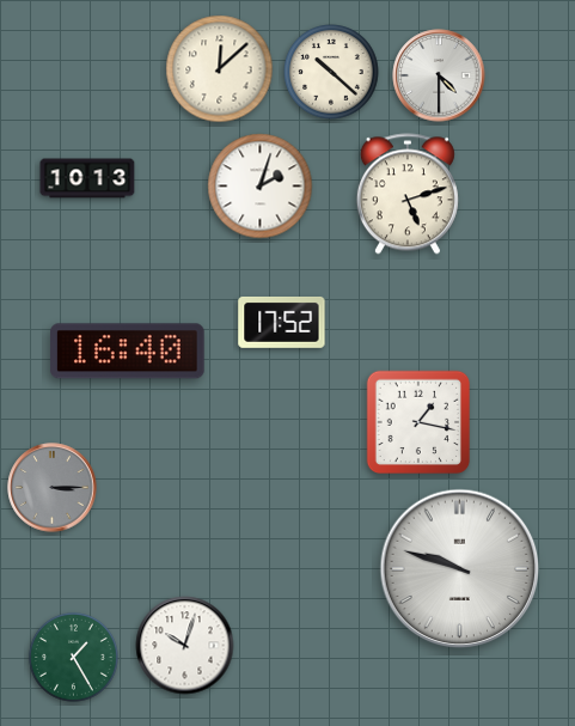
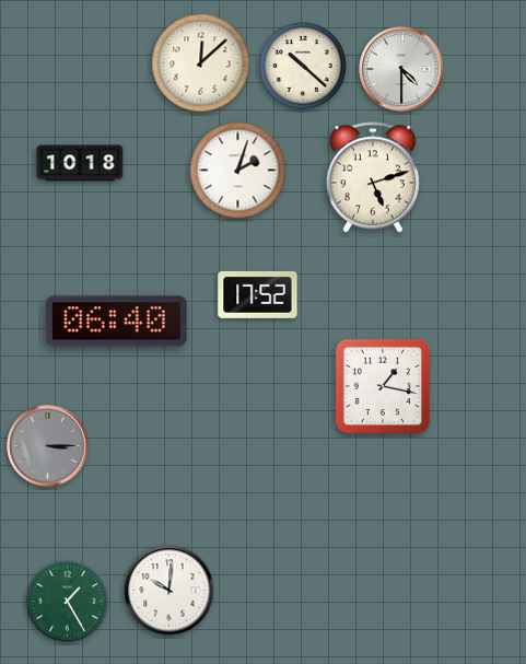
clock at (87, 178): 10:13 -> 10:18
clock at (128, 352): 16:40 -> 06:40
clock at (460, 569): 9:48 -> none
clock at (185, 646): 10:03 -> 10:01
